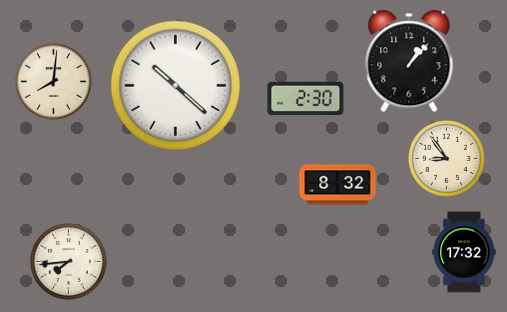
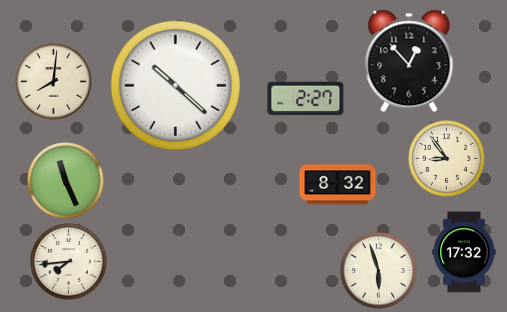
clock at (409, 61): 1:07 -> 12:53
clock at (306, 99): 2:30 -> 2:27
clock at (66, 181): none -> 11:26
clock at (379, 271): none -> 5:57
